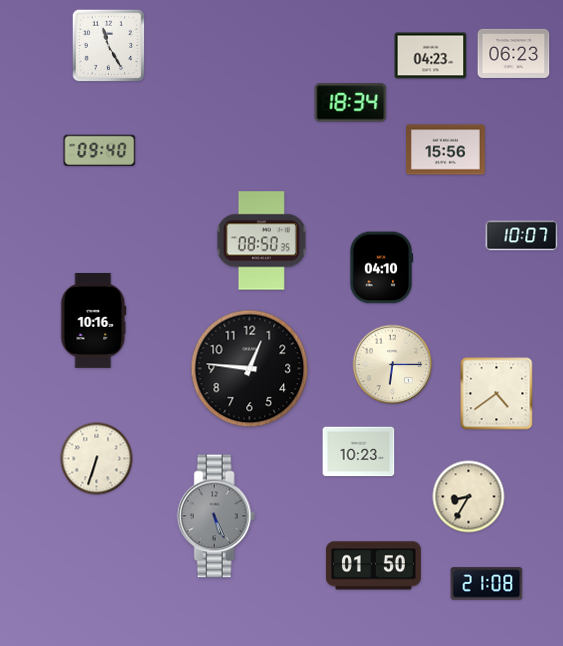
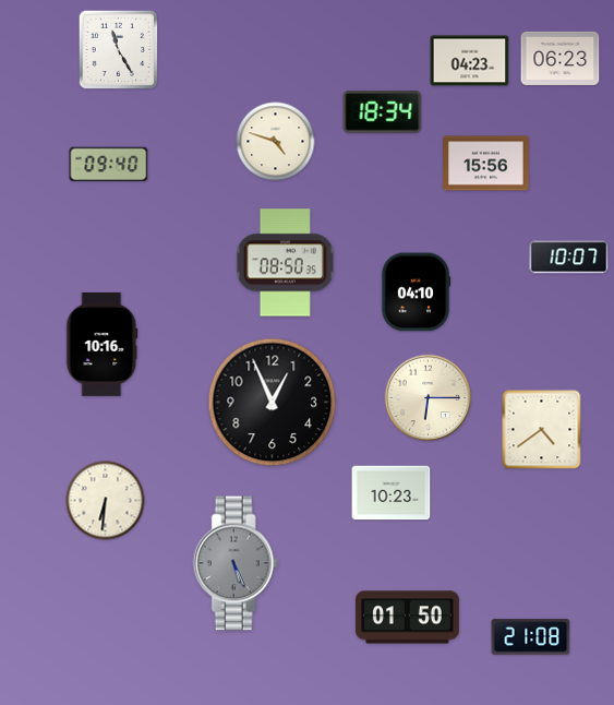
clock at (276, 142): none -> 4:48
clock at (94, 320) position: (94, 320) -> (103, 344)
clock at (250, 369): 12:46 -> 12:56
clock at (97, 459): 6:33 -> 6:31
clock at (469, 497): 8:35 -> none
